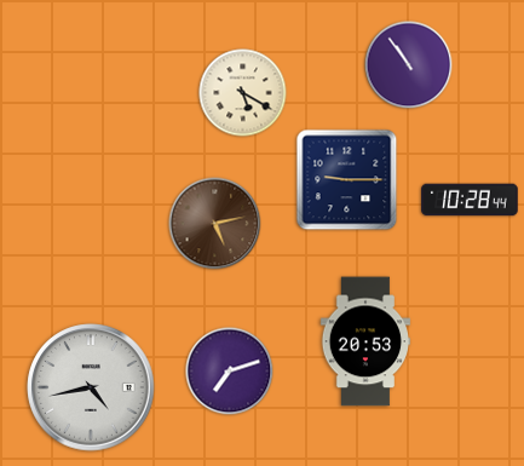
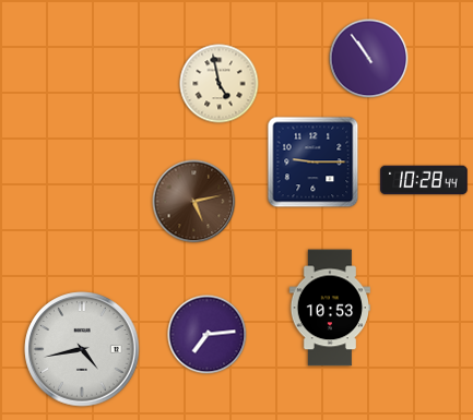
clock at (243, 93): 5:20 -> 4:58
clock at (364, 341): 20:53 -> 10:53
clock at (230, 372): 7:12 -> 7:14
